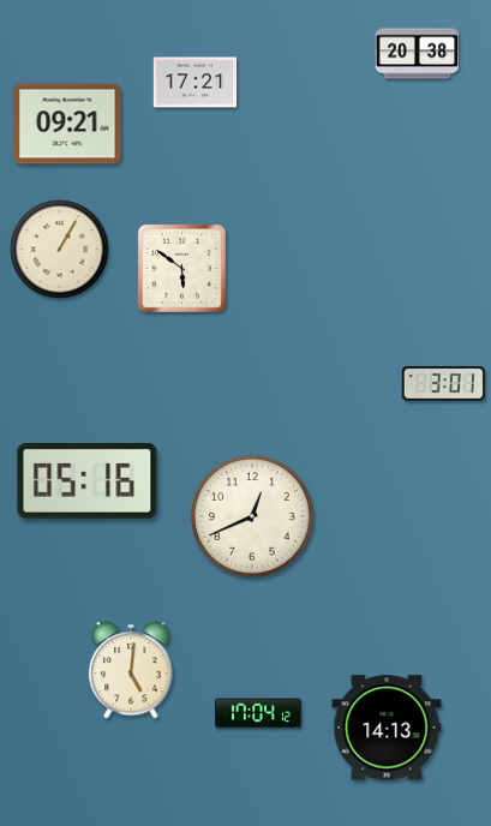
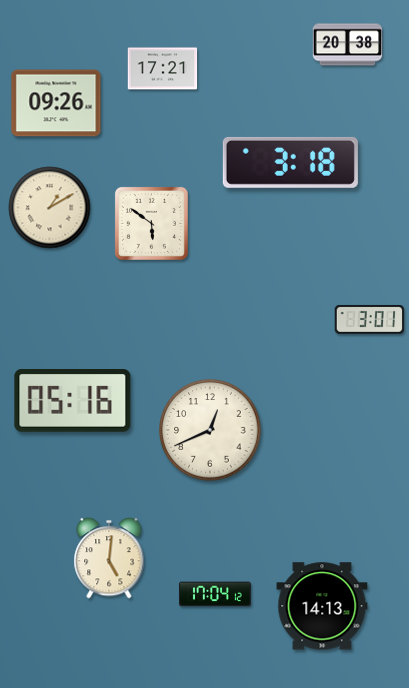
clock at (67, 124): 09:21 -> 09:26
clock at (290, 162): none -> 3:18
clock at (60, 250): 1:05 -> 1:10
